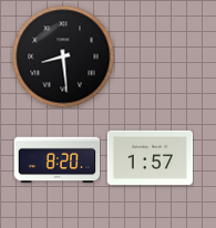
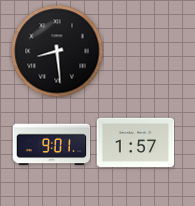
clock at (56, 160): 8:20 -> 9:01
